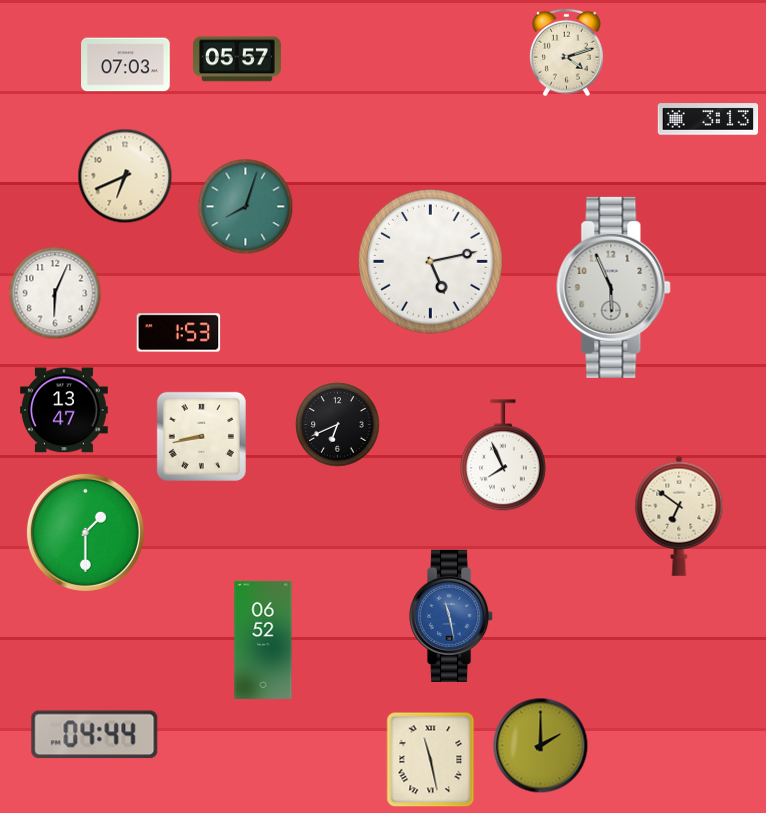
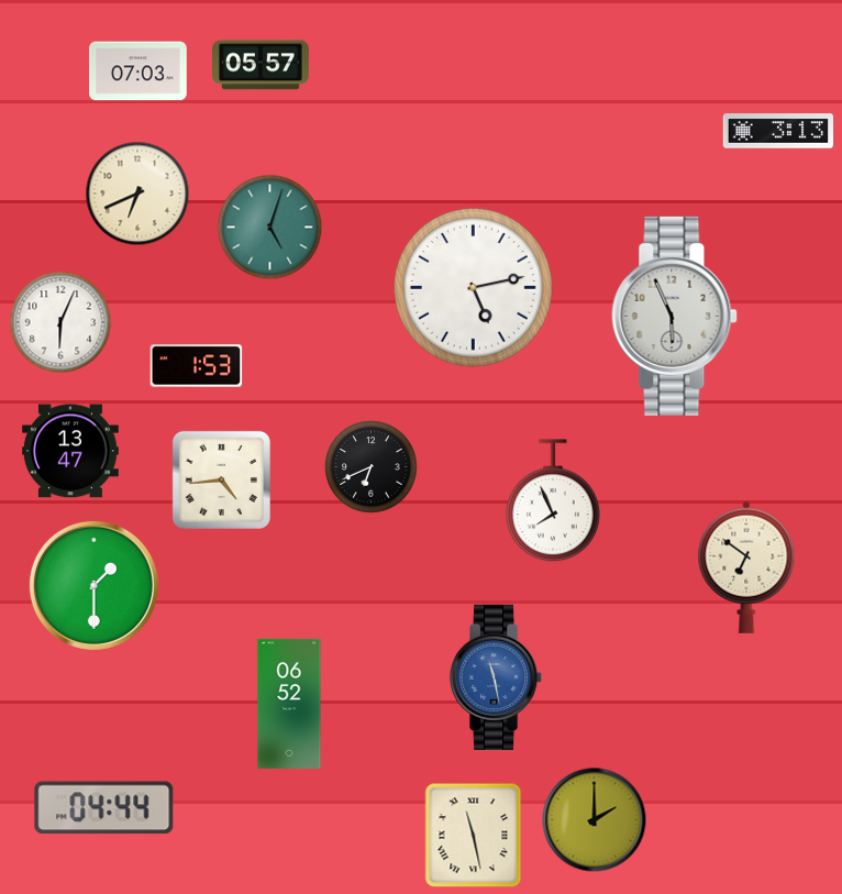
clock at (567, 53): 4:12 -> none
clock at (246, 207): 8:03 -> 5:03
clock at (201, 436): 8:43 -> 4:44
